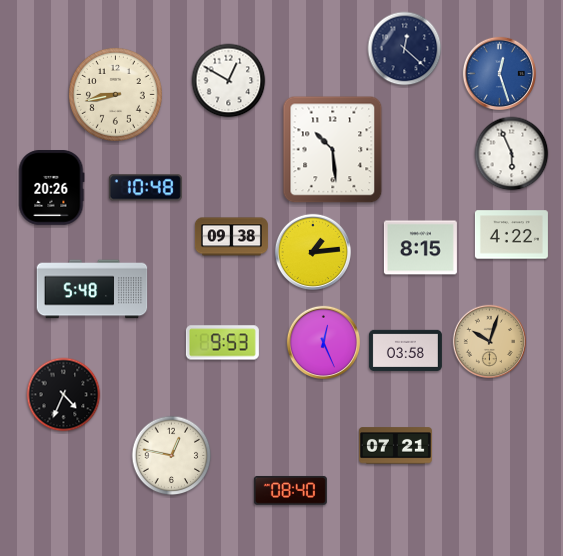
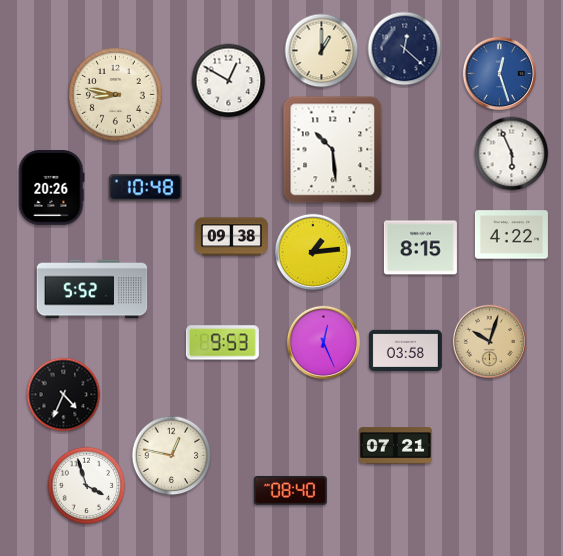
clock at (322, 51): none -> 1:00
clock at (115, 94): 8:43 -> 8:47
clock at (92, 289): 5:48 -> 5:52
clock at (87, 486): none -> 3:57
